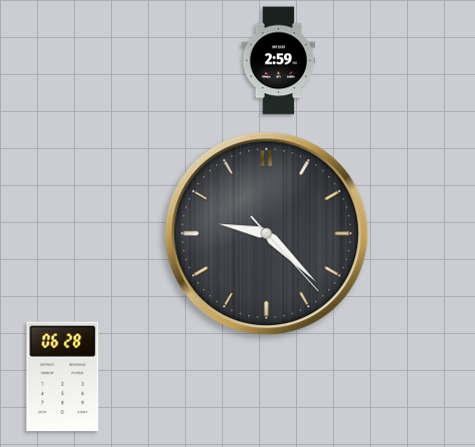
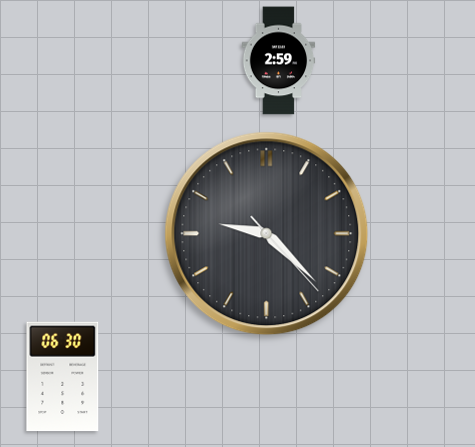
clock at (63, 377): 06:28 -> 06:30
